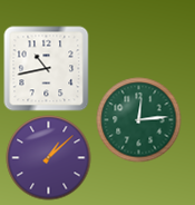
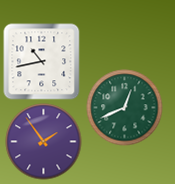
clock at (139, 120): 12:14 -> 12:41
clock at (49, 158): 1:08 -> 1:54
